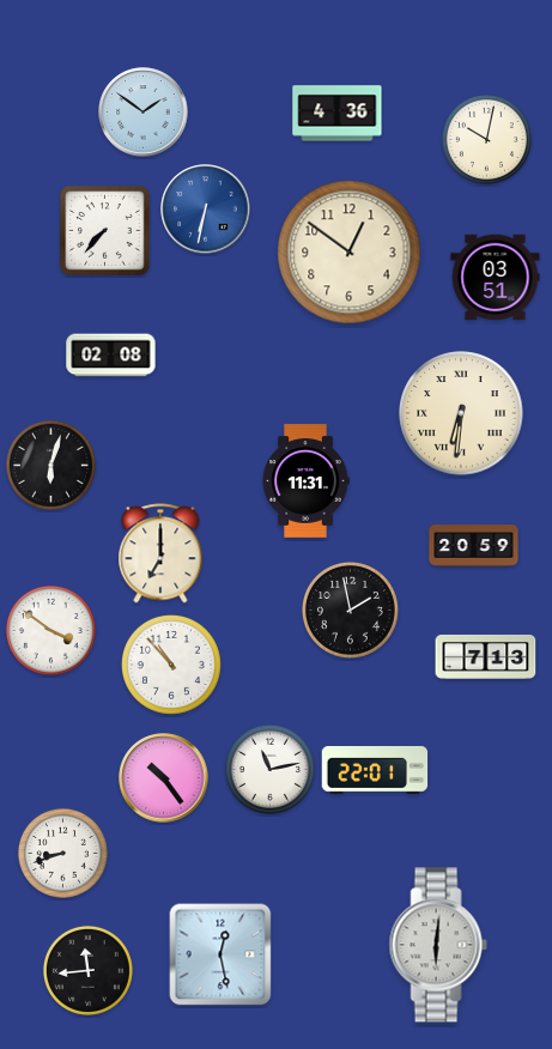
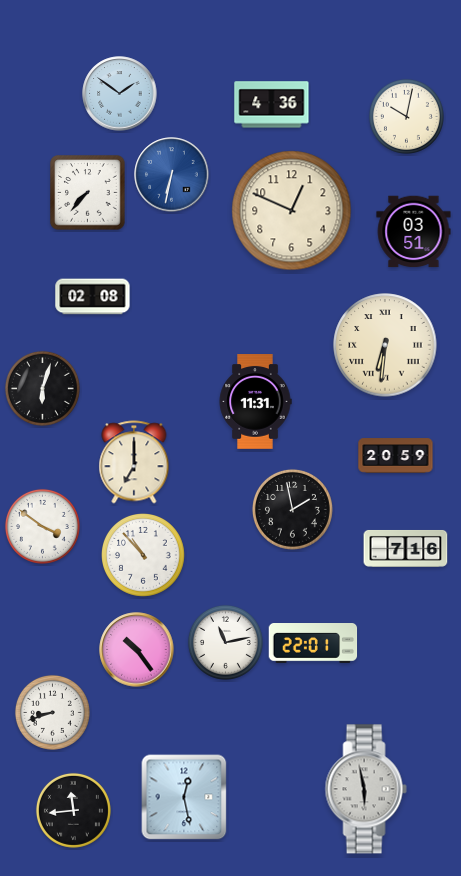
clock at (338, 114) position: (338, 114) -> (272, 105)
clock at (350, 253): 12:51 -> 12:49
clock at (486, 656): 7:13 -> 7:16
clock at (438, 945): 6:01 -> 5:58
